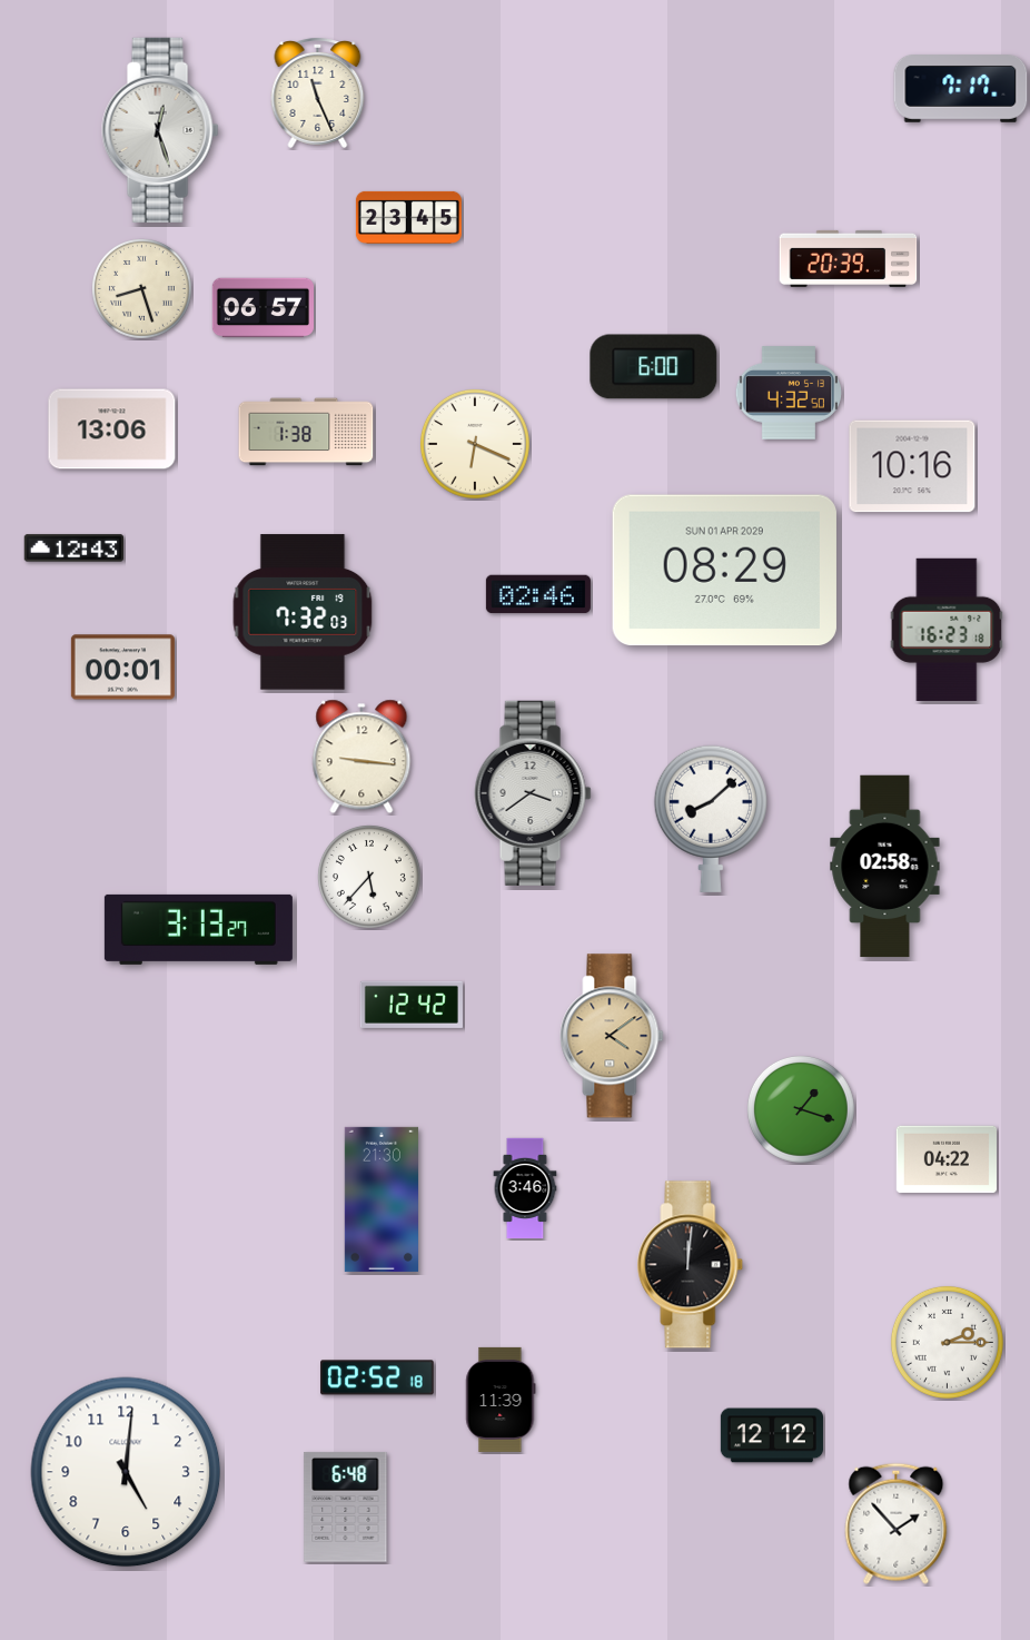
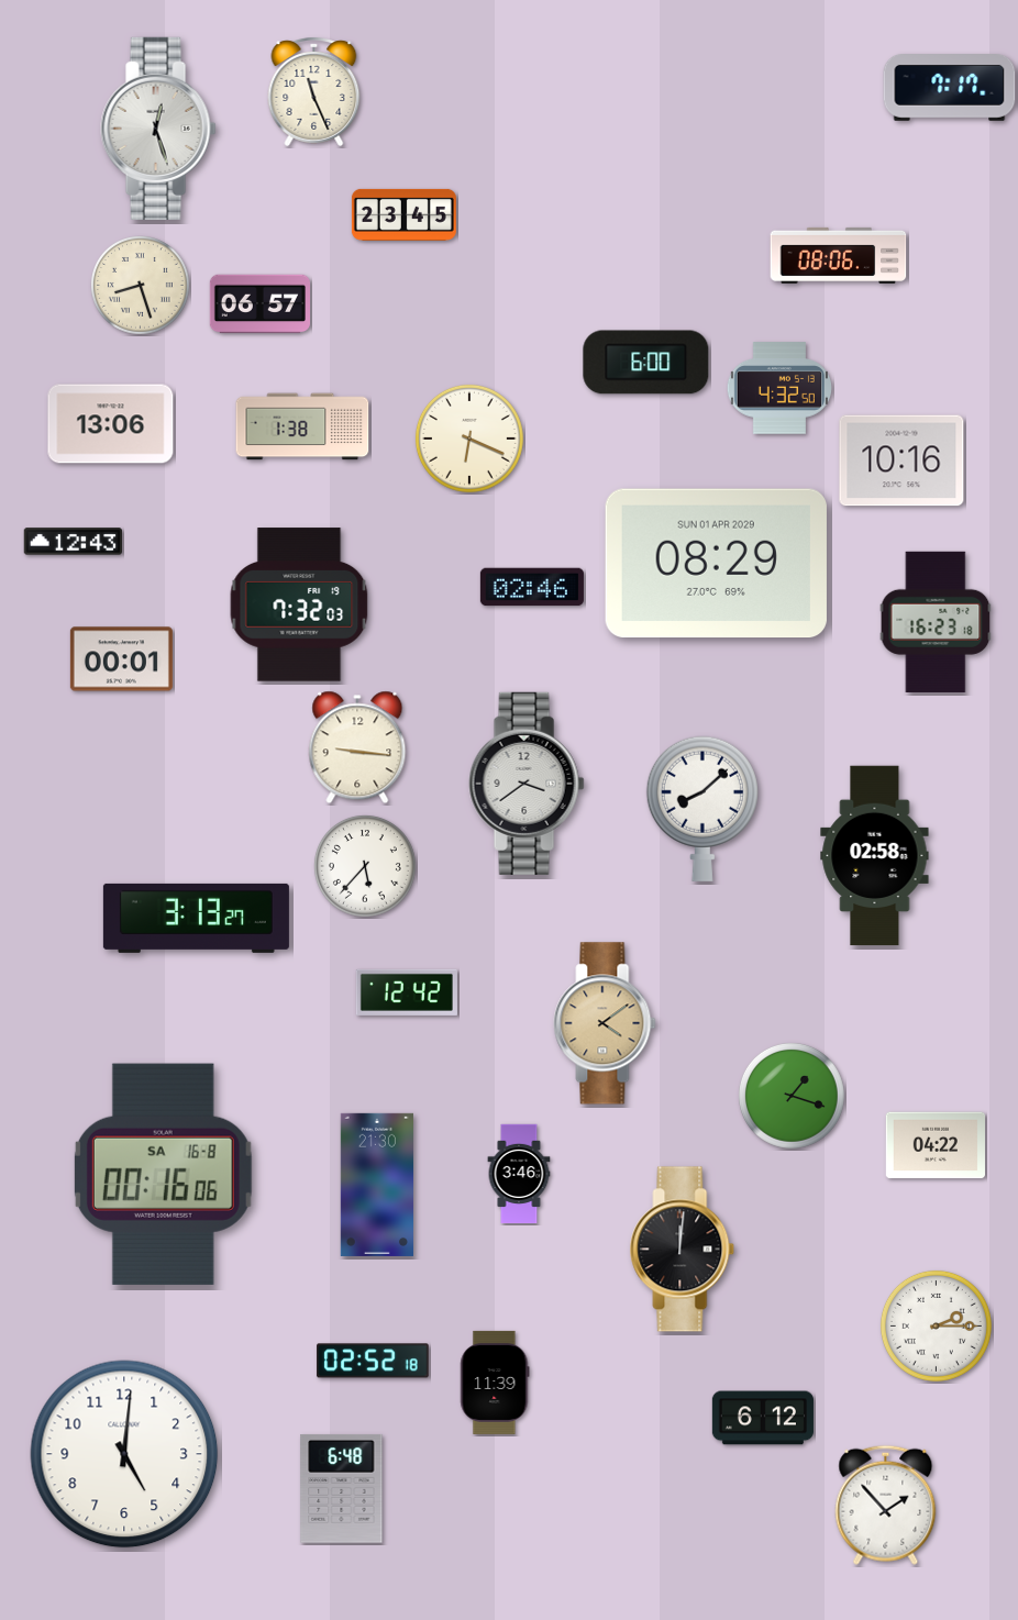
clock at (849, 258): 20:39 -> 08:06
clock at (163, 1174): none -> 00:16
clock at (772, 1435): 12:12 -> 6:12
